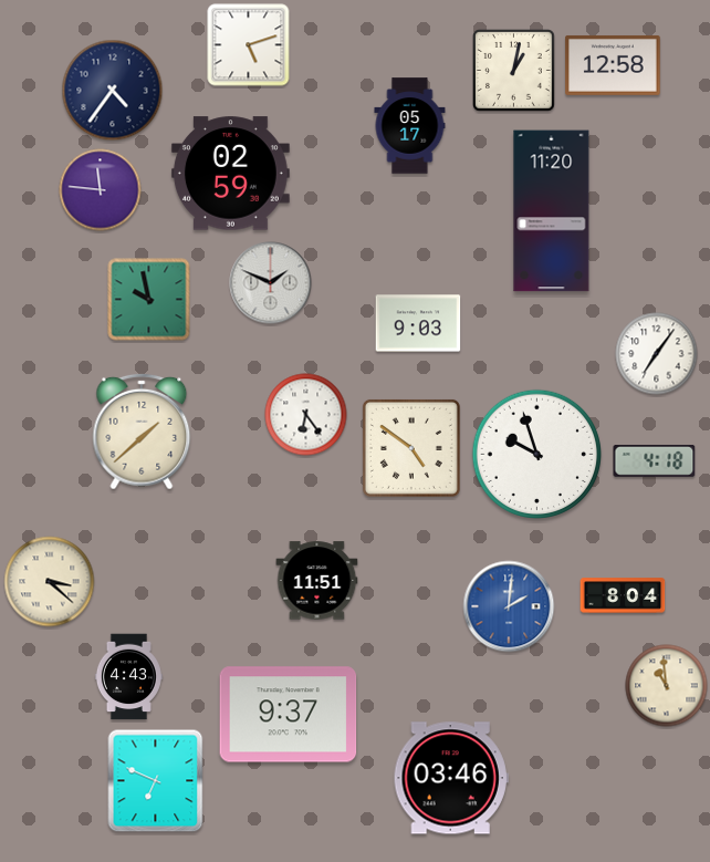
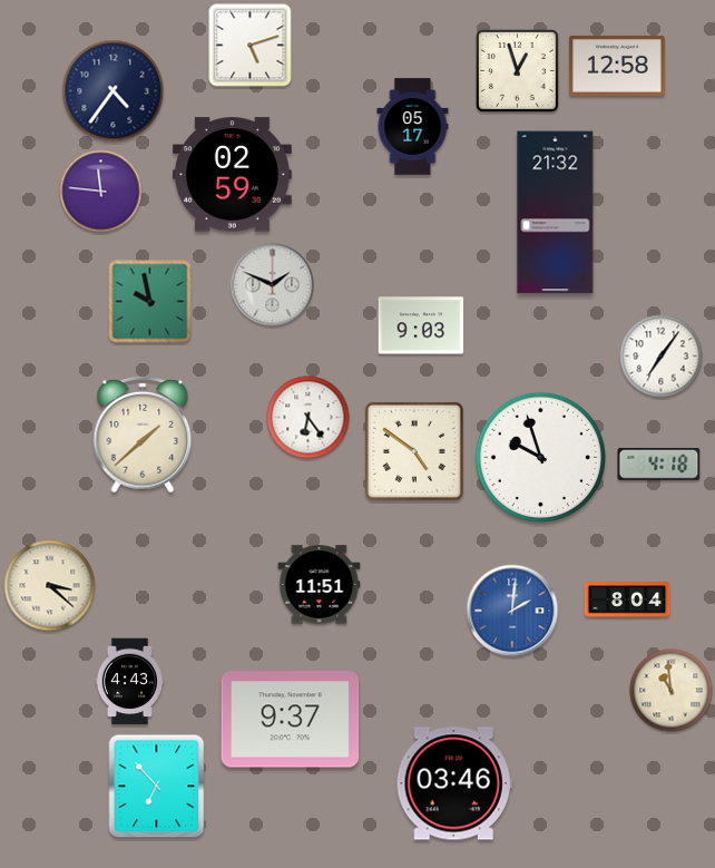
clock at (514, 71): 1:02 -> 12:57
clock at (552, 211): 11:20 -> 21:32
clock at (156, 781): 6:49 -> 6:53
